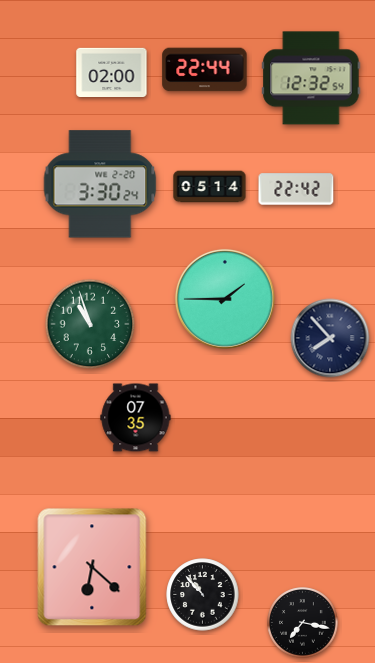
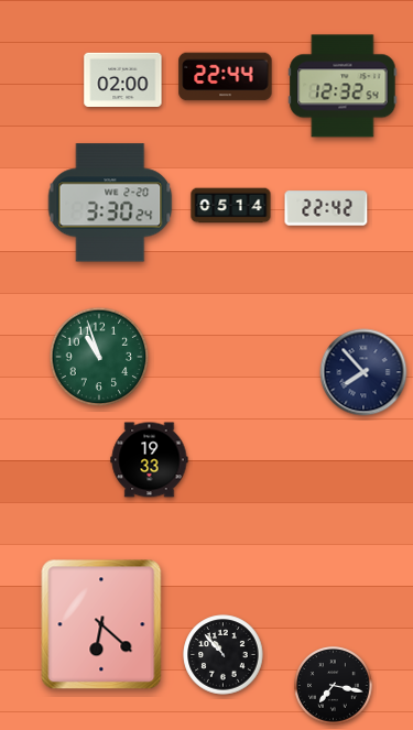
clock at (225, 299): 1:45 -> none
clock at (136, 418): 07:35 -> 19:33
